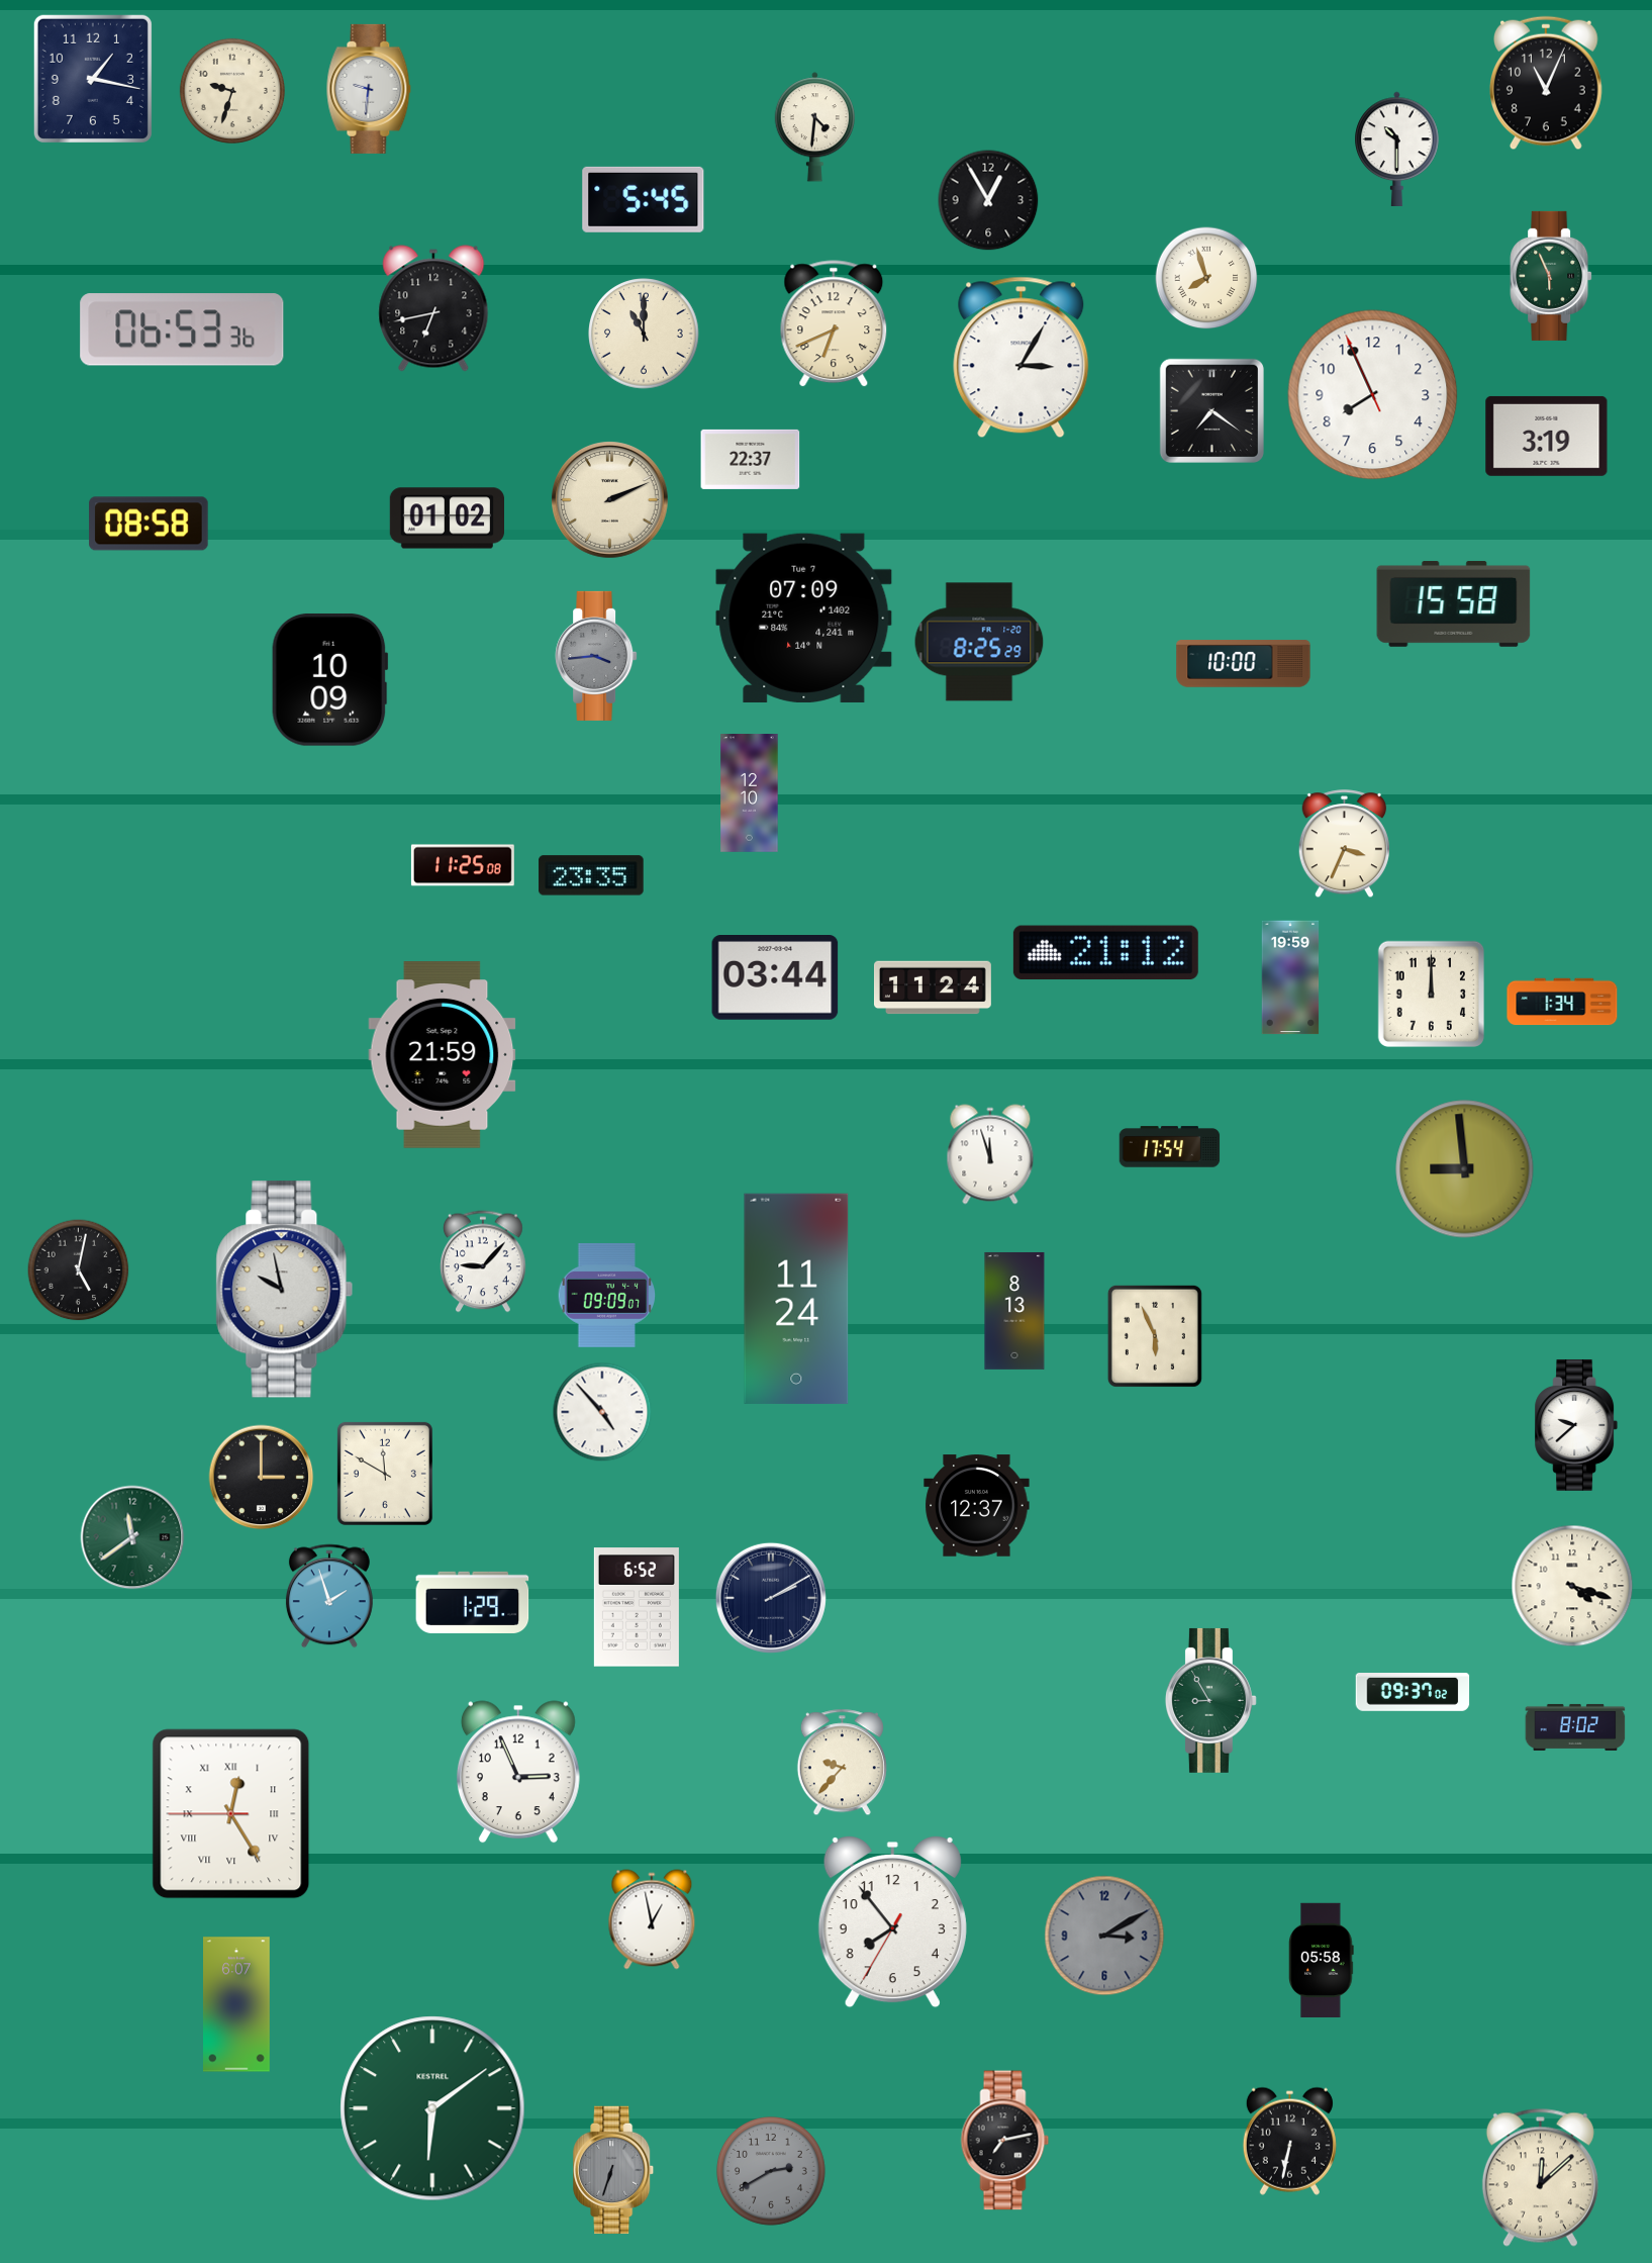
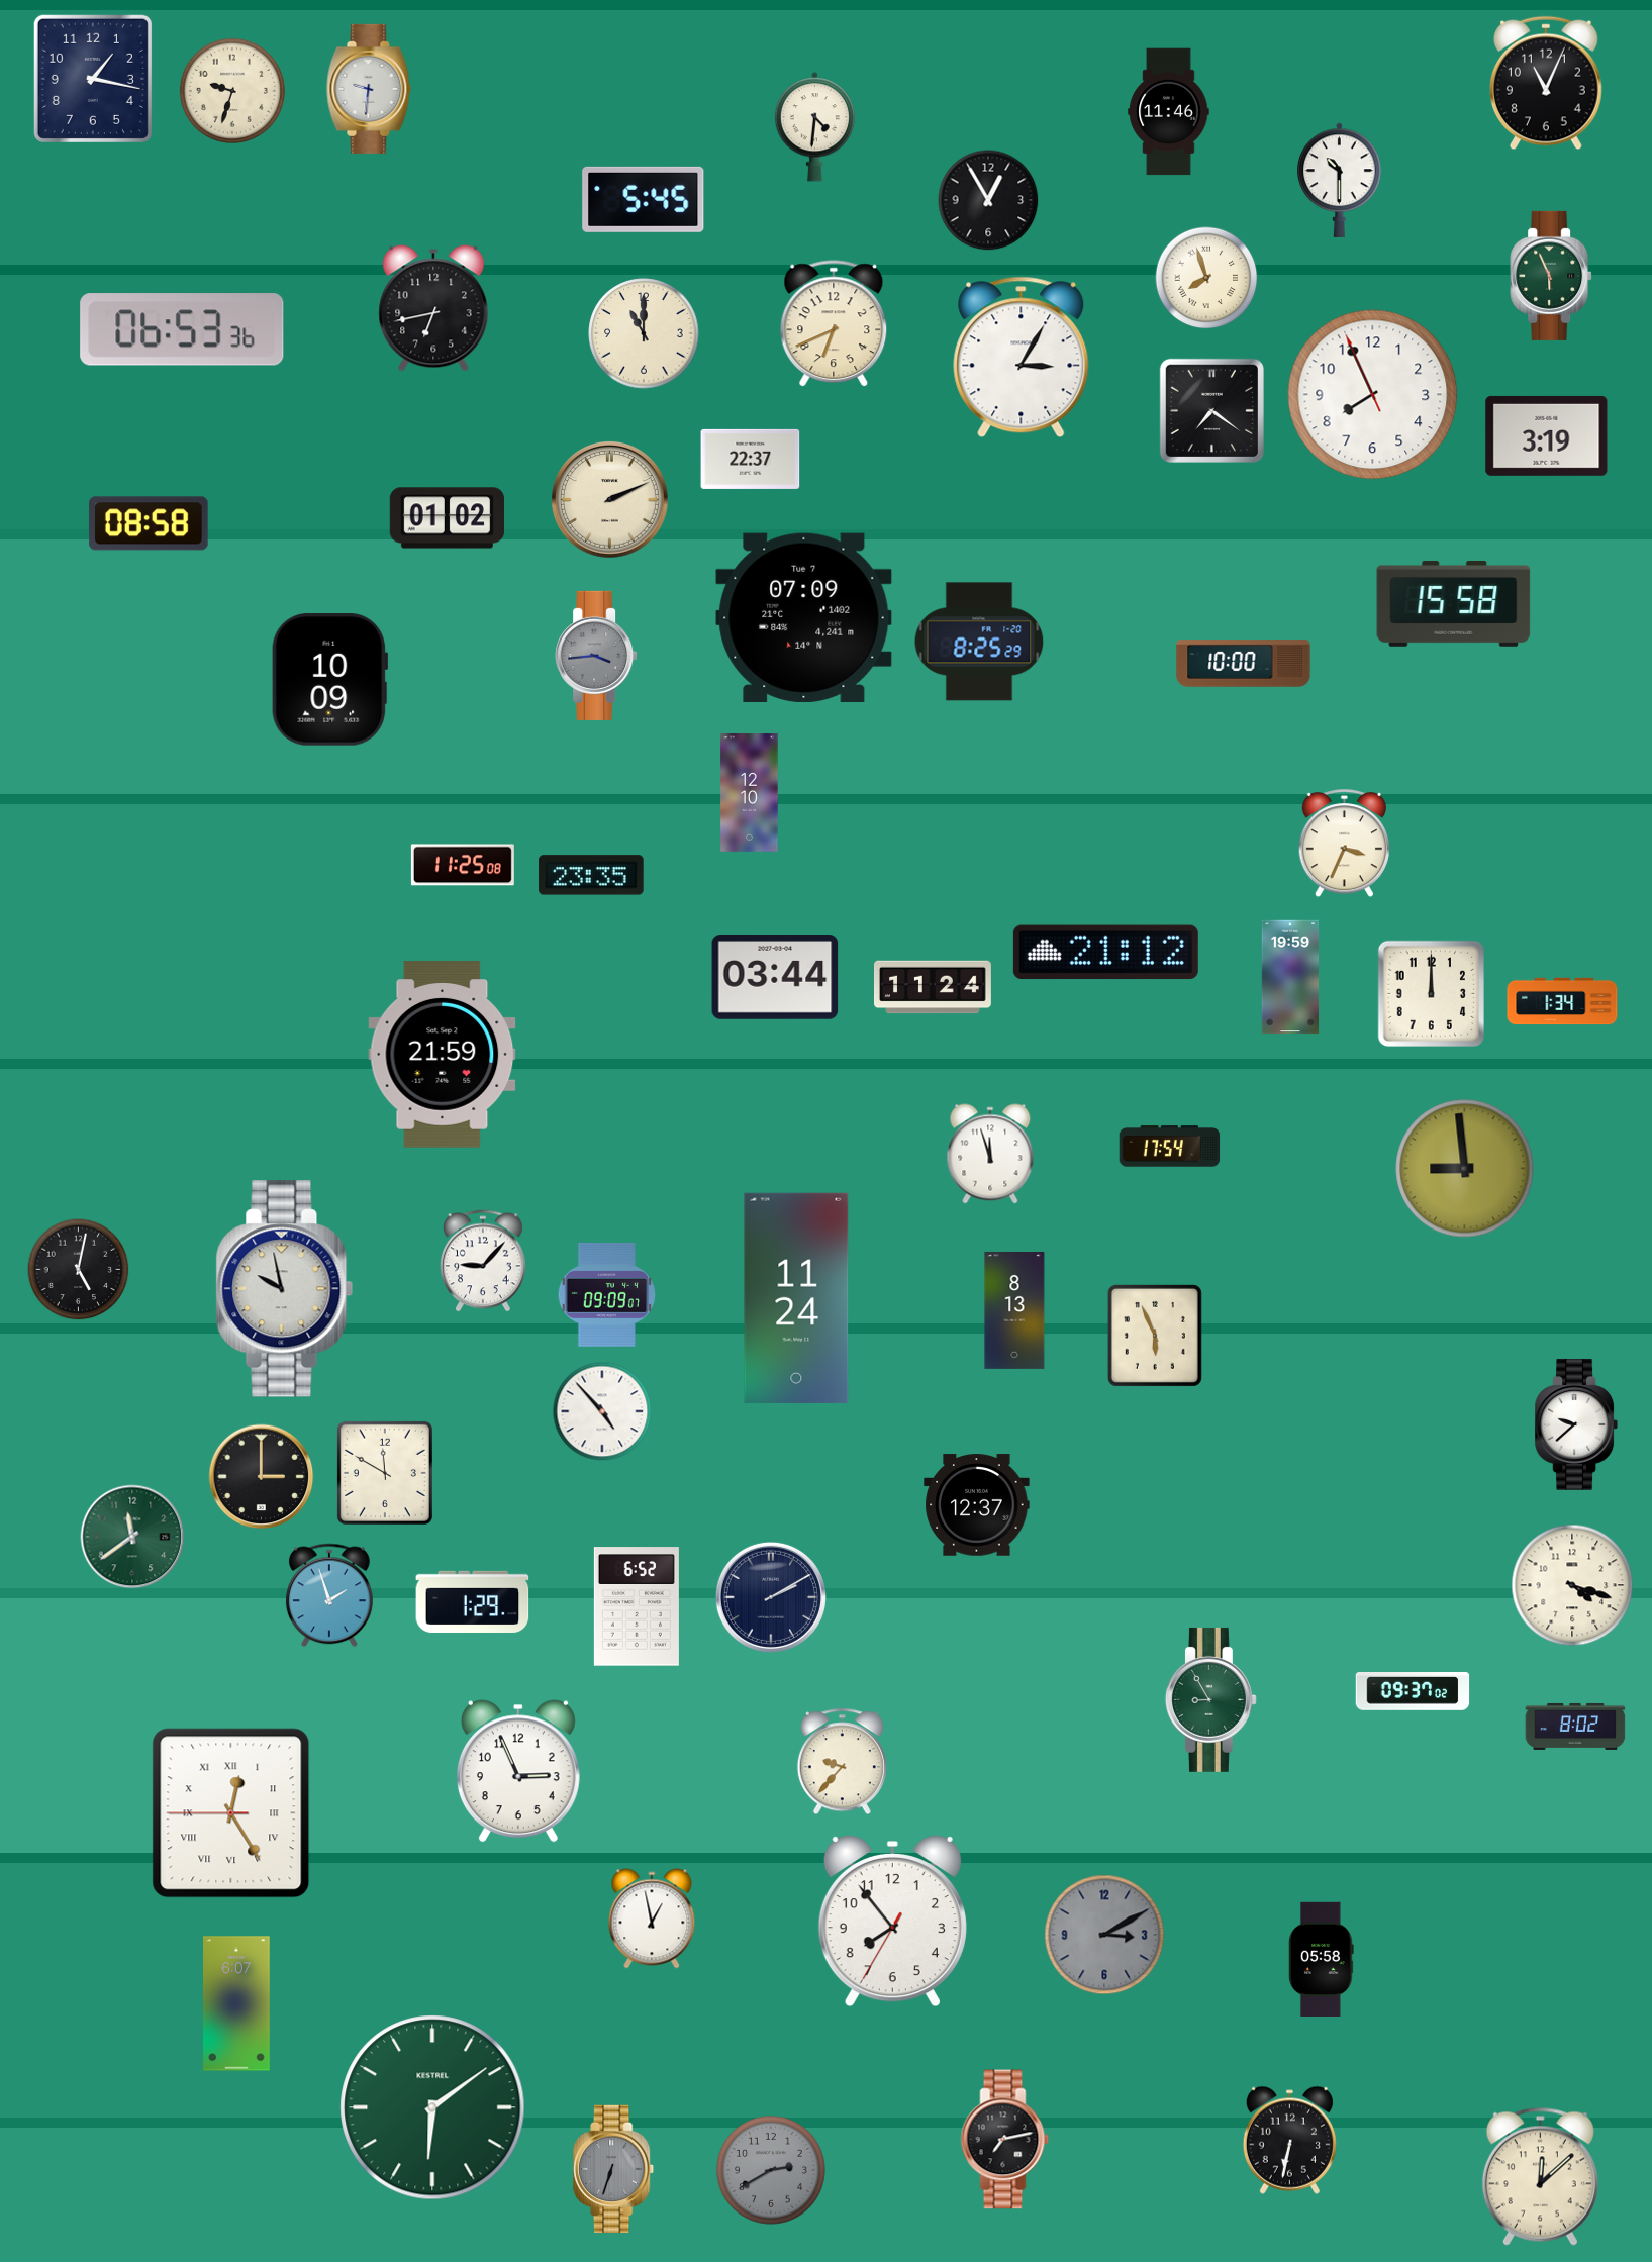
clock at (1169, 112): none -> 11:46
clock at (1397, 149) position: (1397, 149) -> (1340, 180)
